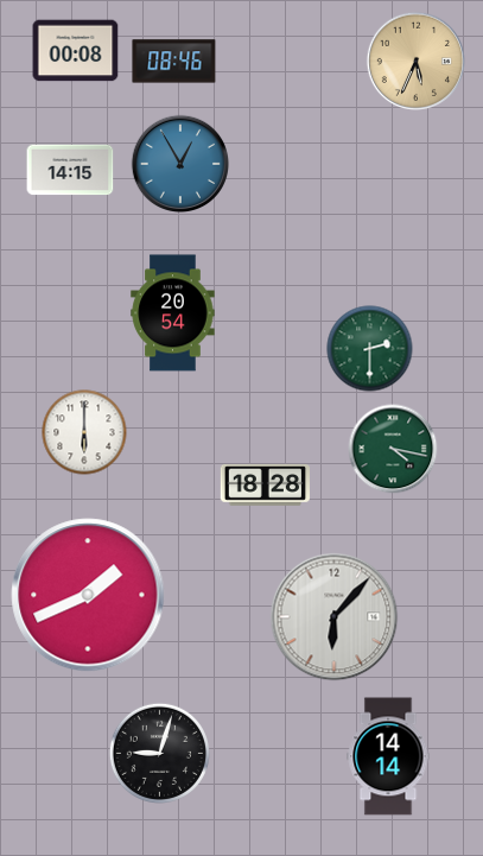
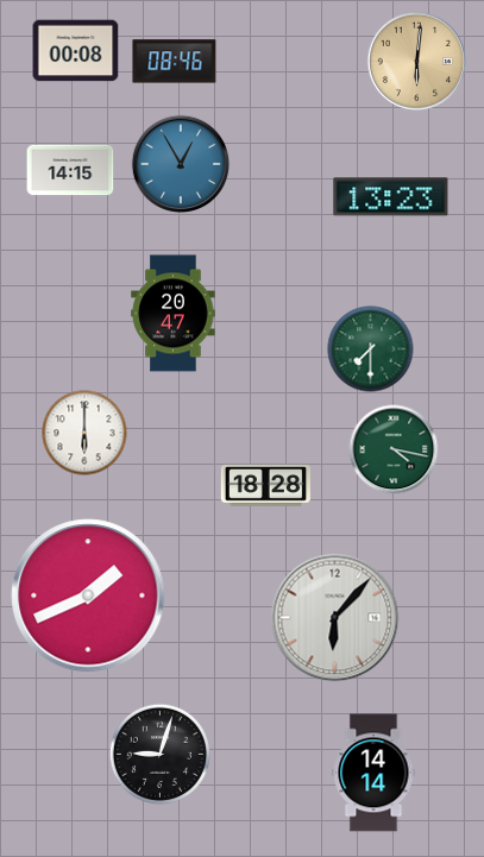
clock at (415, 61): 5:34 -> 6:01
clock at (391, 197): none -> 13:23
clock at (173, 313): 20:54 -> 20:47
clock at (370, 349): 2:30 -> 7:30
clock at (388, 756) position: (388, 756) -> (373, 773)
